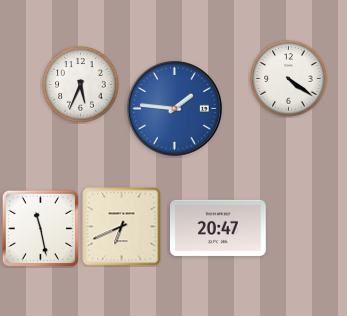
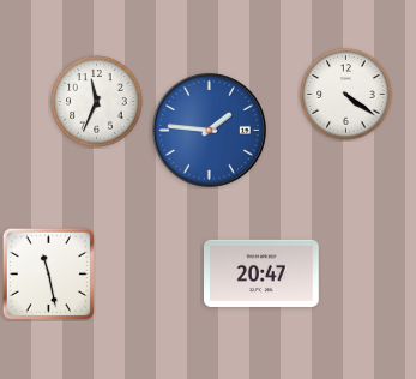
clock at (81, 85): 5:34 -> 11:34
clock at (122, 227): 6:41 -> none
